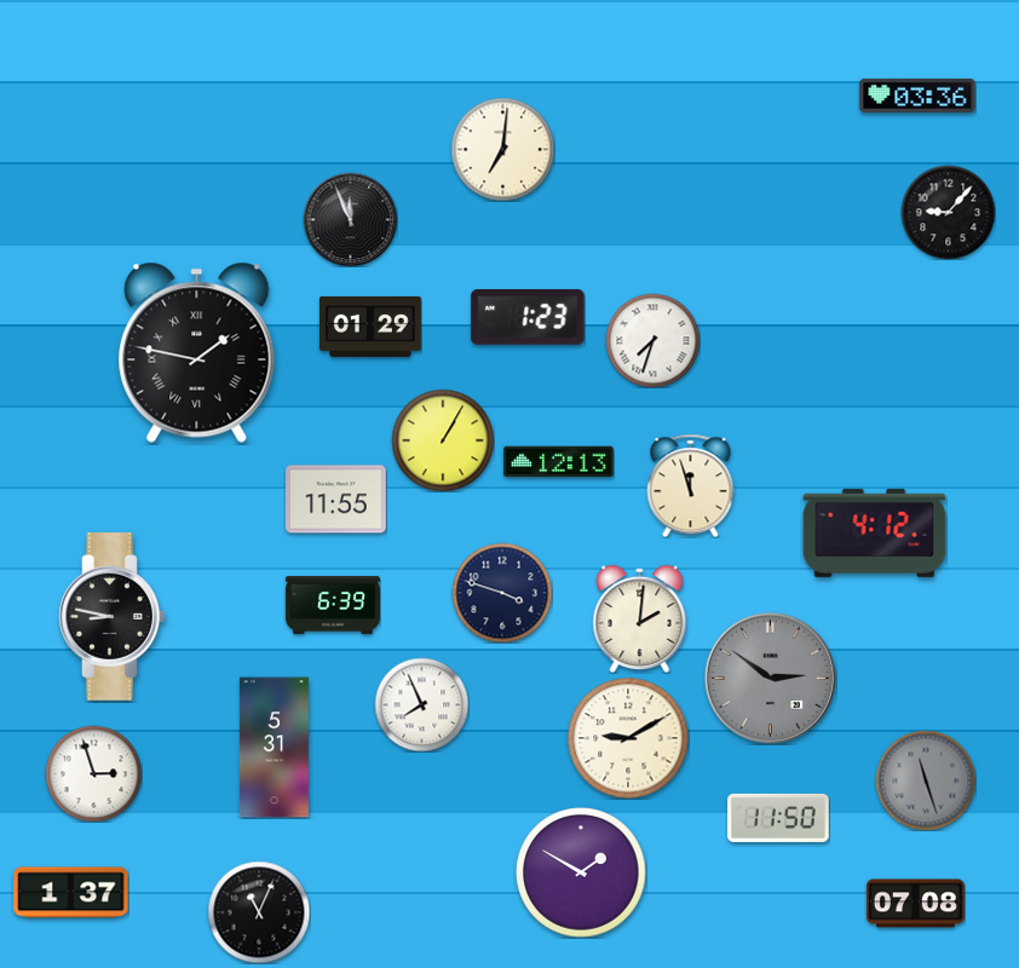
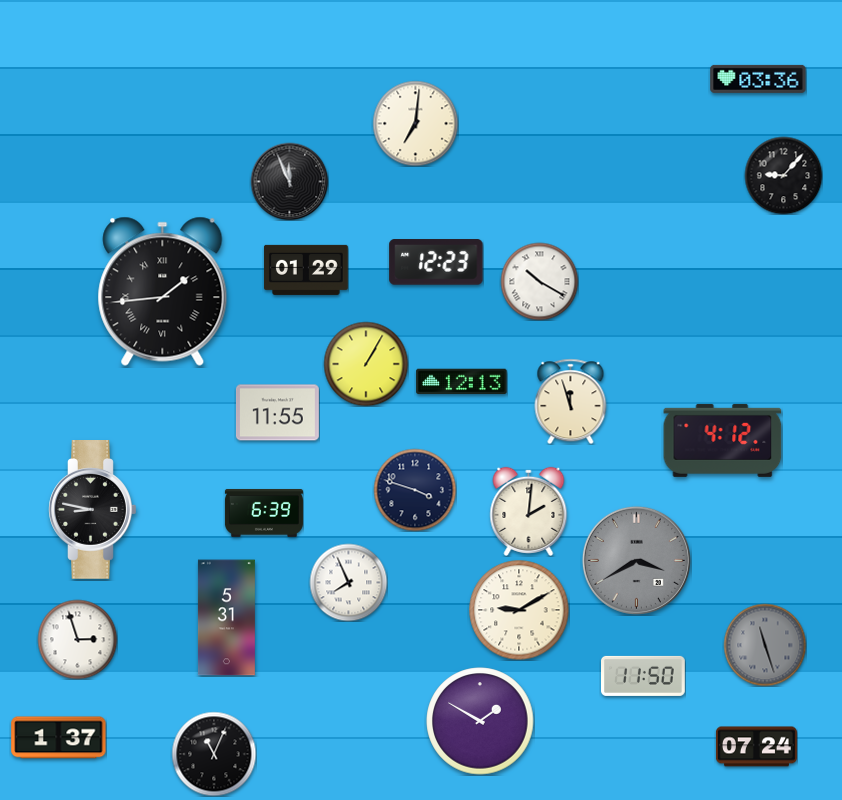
clock at (528, 317): 1:23 -> 12:23
clock at (652, 340): 7:33 -> 10:20
clock at (197, 352): 1:47 -> 1:44
clock at (333, 605) position: (333, 605) -> (264, 513)
clock at (770, 678): 2:51 -> 3:40
clock at (915, 904): 07:08 -> 07:24
